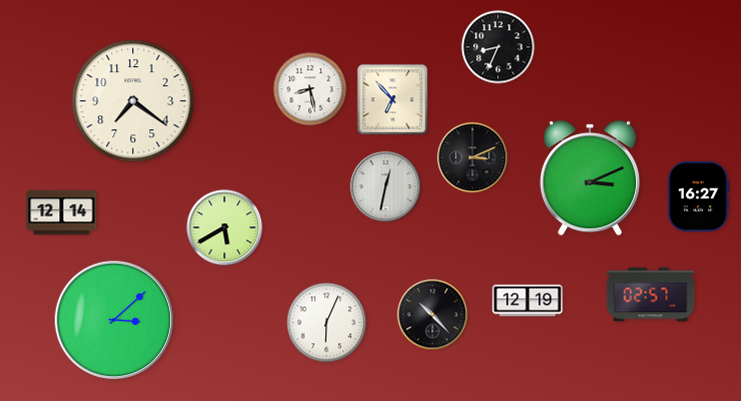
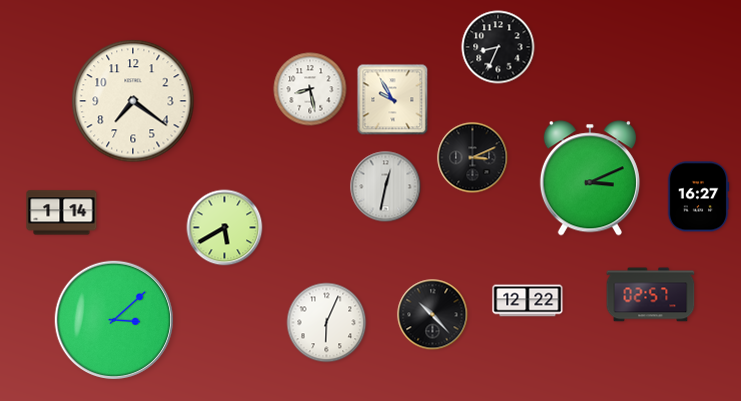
clock at (393, 100): 6:53 -> 9:55
clock at (62, 213): 12:14 -> 1:14
clock at (528, 301): 12:19 -> 12:22
